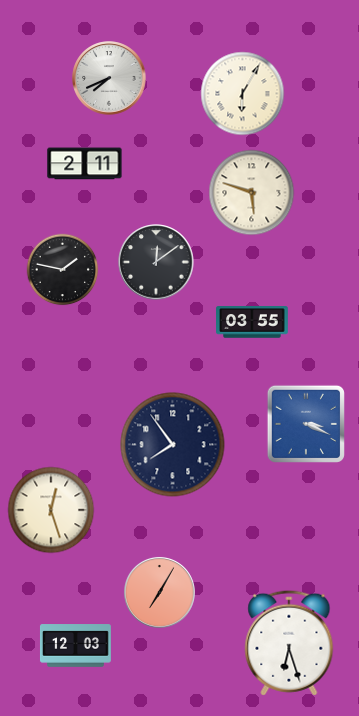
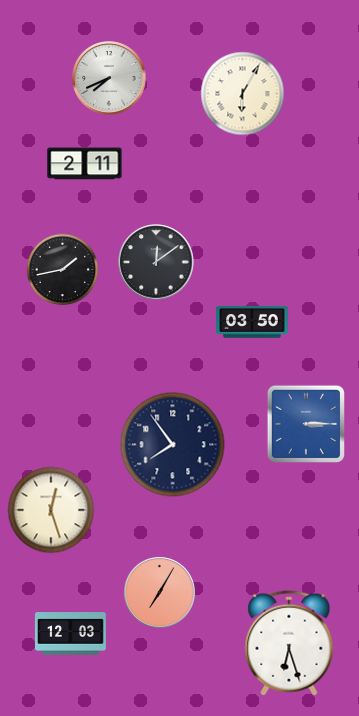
clock at (252, 193): 5:48 -> none
clock at (63, 270): 1:47 -> 1:43
clock at (252, 322): 03:55 -> 03:50
clock at (305, 423): 3:19 -> 3:15
clock at (75, 646) position: (75, 646) -> (70, 634)
